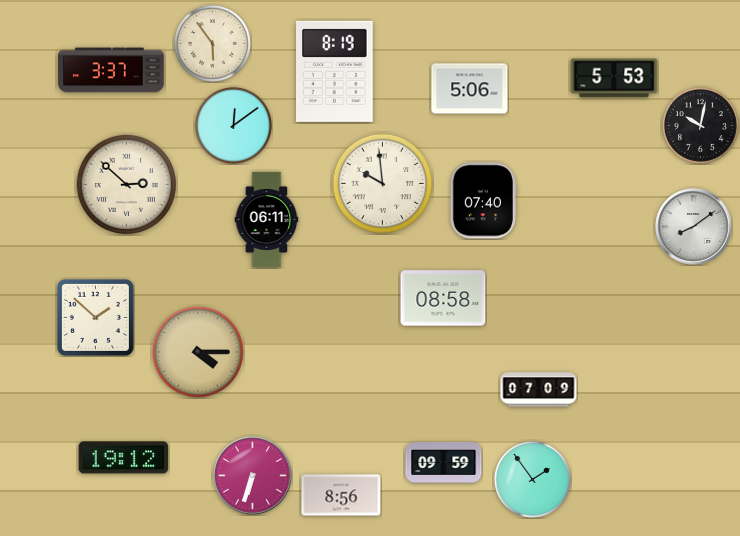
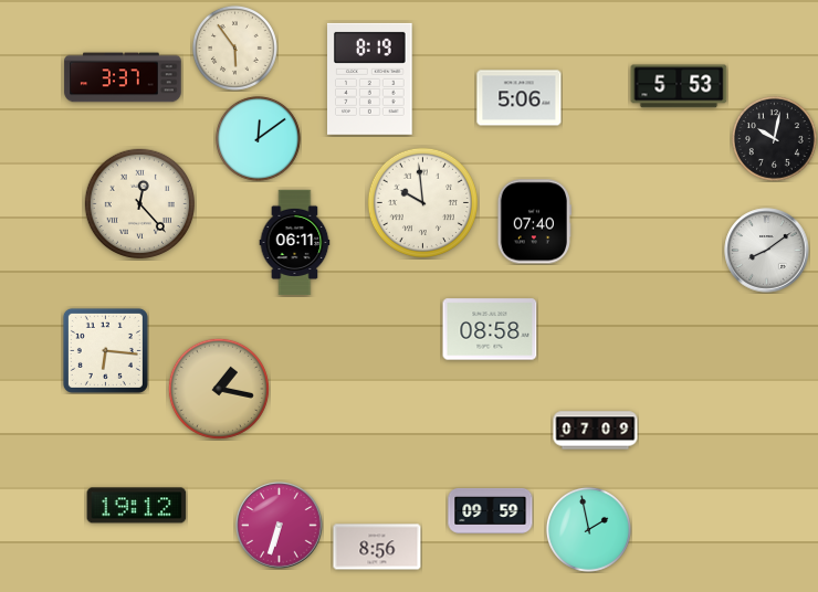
clock at (126, 184): 2:52 -> 12:23
clock at (95, 317): 1:52 -> 6:16
clock at (198, 352): 4:15 -> 1:17
clock at (532, 479): 1:54 -> 1:58
